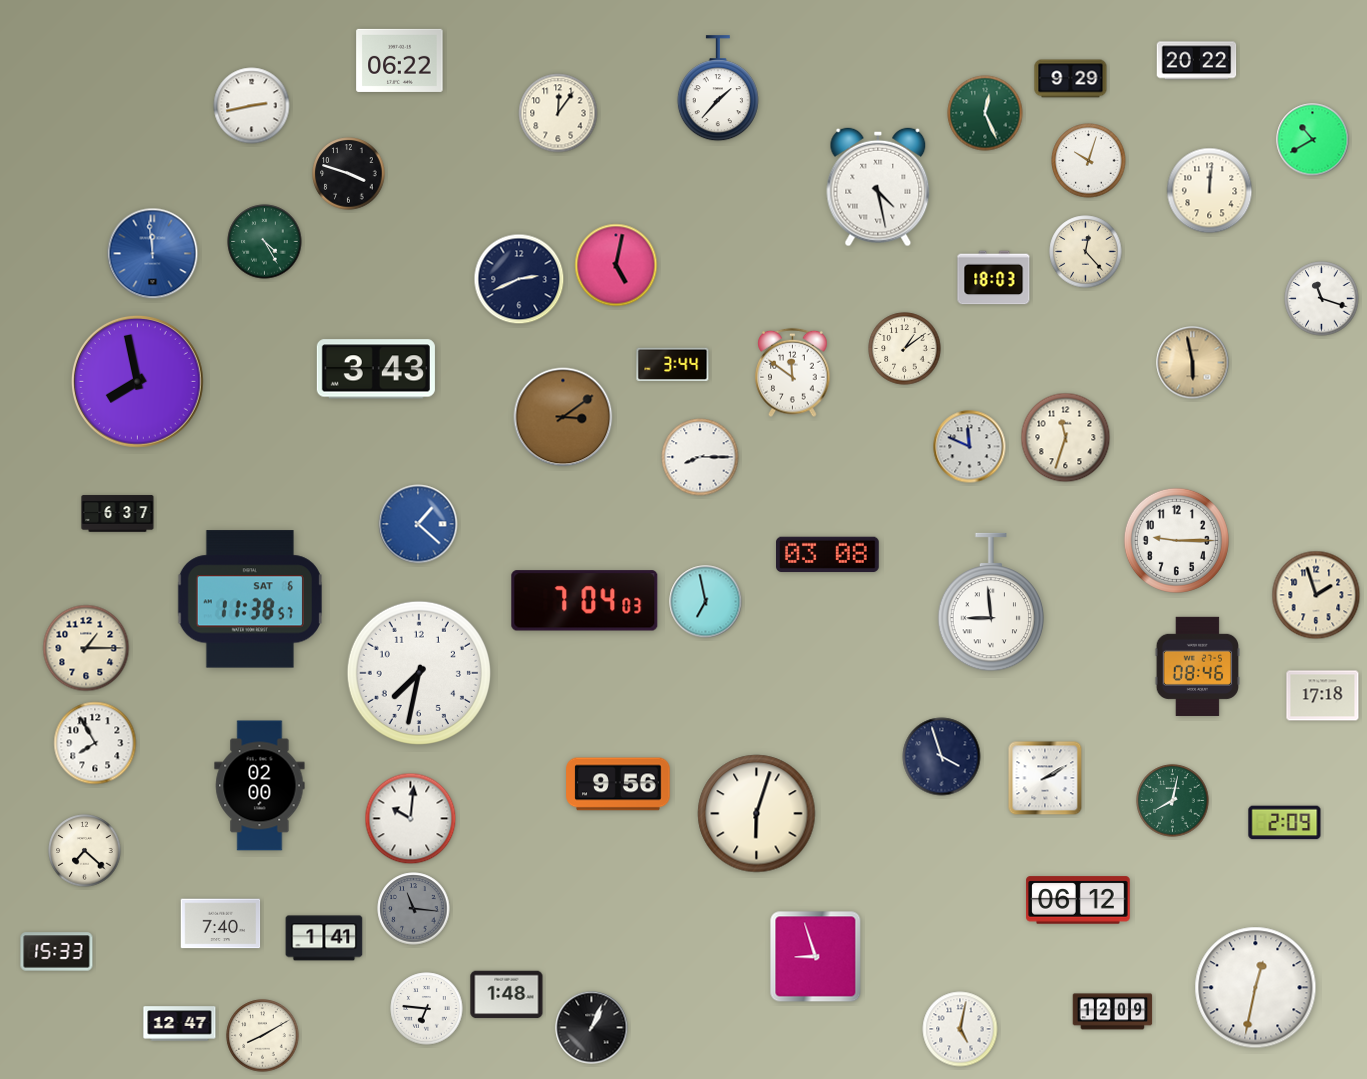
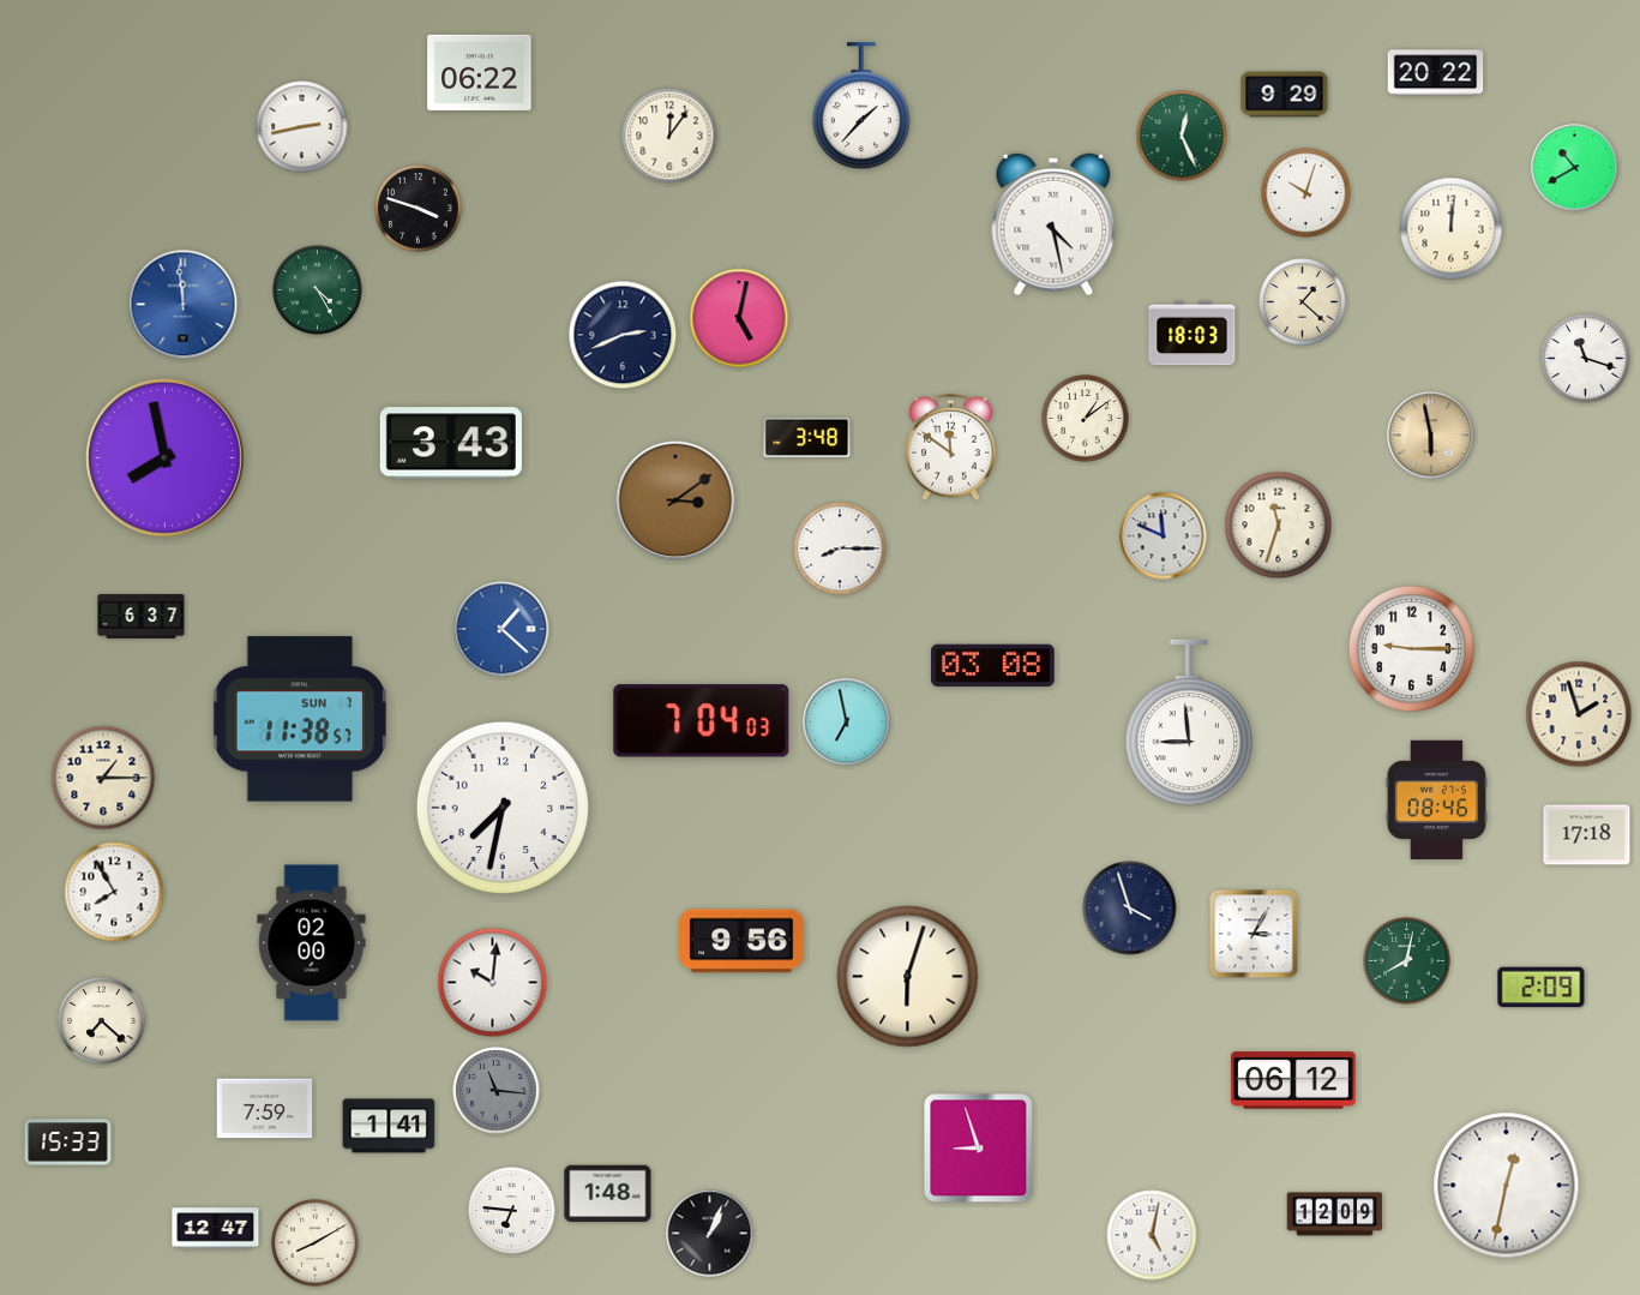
clock at (1086, 252): 12:23 -> 1:22
clock at (673, 365): 3:44 -> 3:48
clock at (250, 599) date: SAT 6 -> SUN 7
clock at (1045, 778): 2:10 -> 3:05
clock at (221, 924): 7:40 -> 7:59
